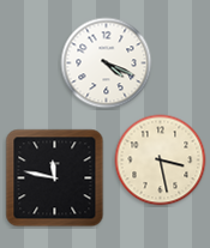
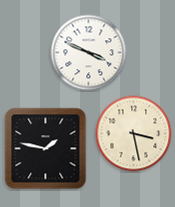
clock at (107, 63): 4:19 -> 3:49
clock at (55, 179): 11:47 -> 1:47
